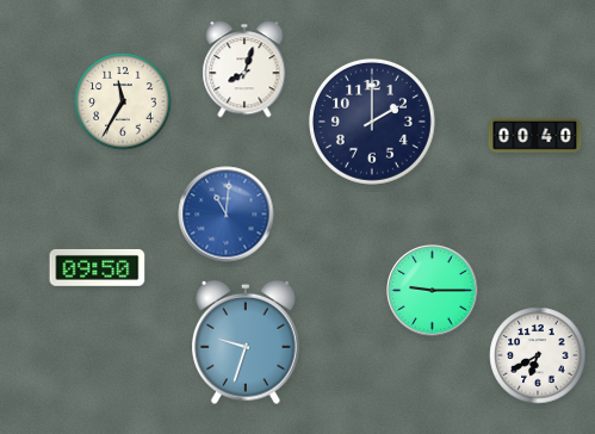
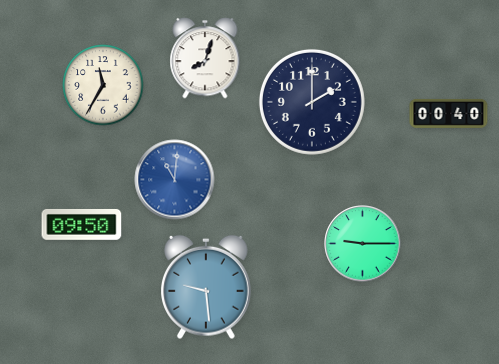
clock at (227, 215) position: (227, 215) -> (175, 180)
clock at (247, 342): 9:33 -> 9:29
clock at (538, 355): 6:40 -> none
